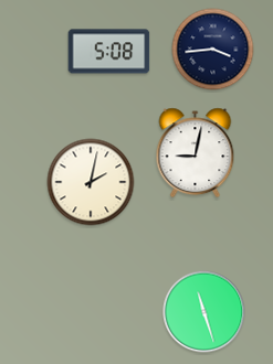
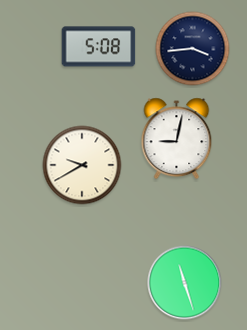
clock at (213, 50) position: (213, 50) -> (193, 49)
clock at (91, 182): 2:02 -> 9:40
